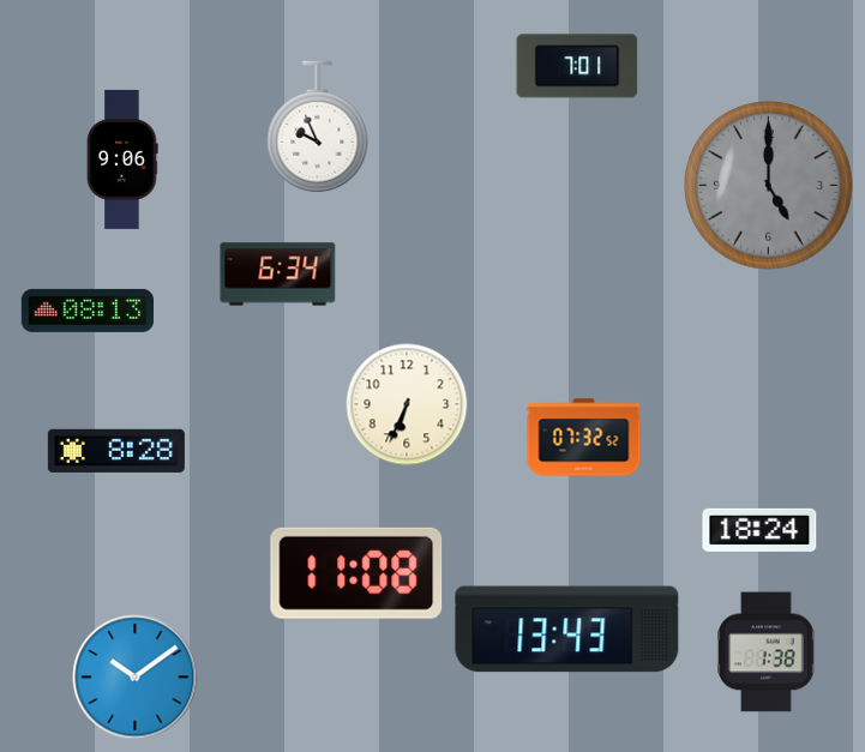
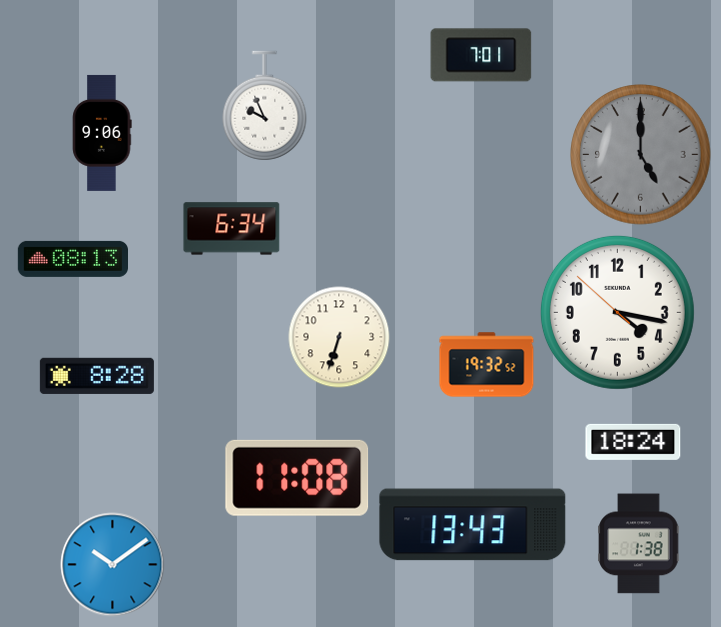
clock at (617, 312): none -> 4:16
clock at (407, 404): 6:34 -> 6:33
clock at (584, 438): 07:32 -> 19:32
